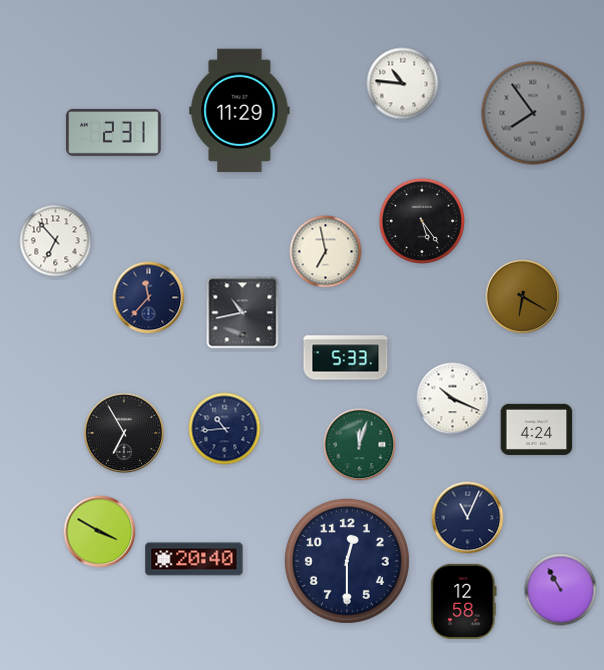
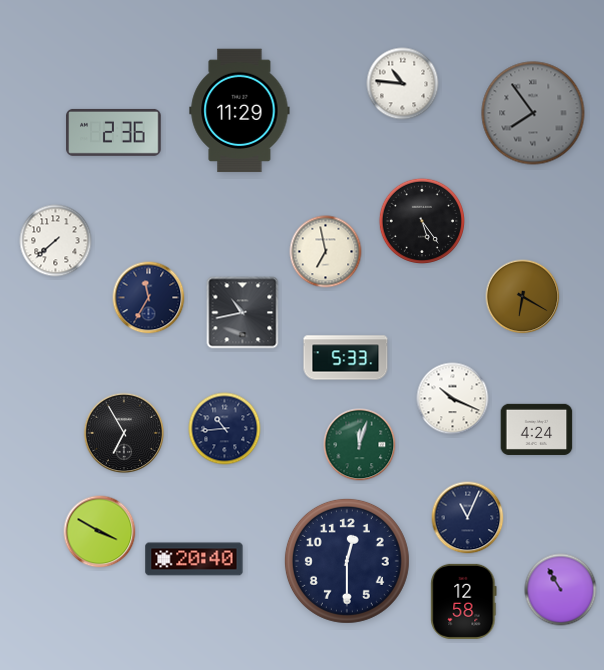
clock at (114, 132): 2:31 -> 2:36
clock at (56, 241): 6:53 -> 7:38
clock at (149, 298): 11:37 -> 11:35
